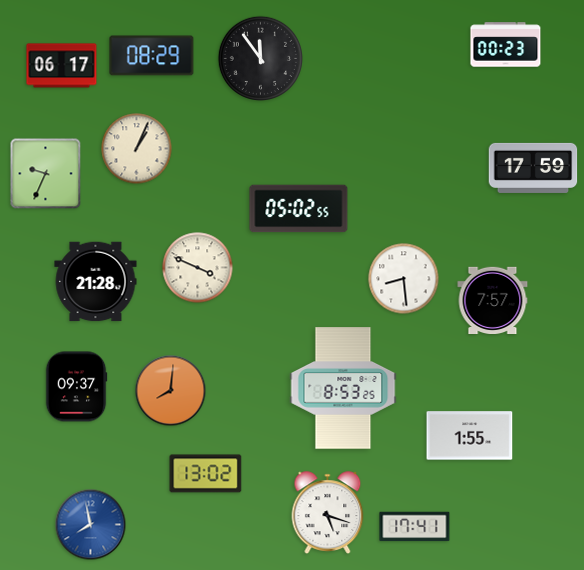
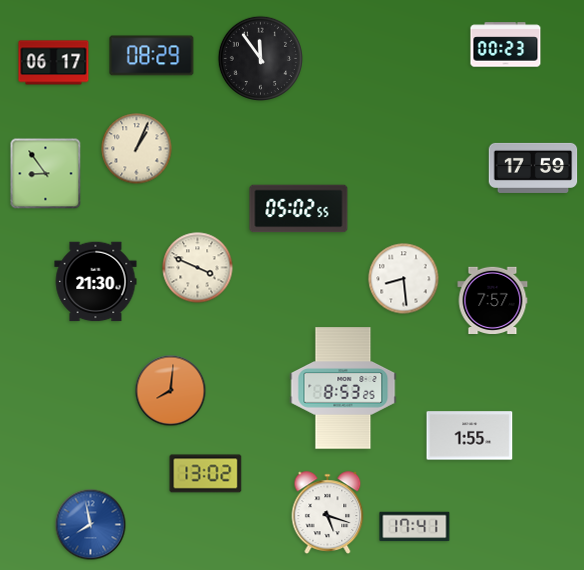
clock at (62, 66) position: (62, 66) -> (54, 63)
clock at (46, 174): 9:34 -> 8:54
clock at (96, 282): 21:28 -> 21:30
clock at (76, 387): 09:37 -> none
